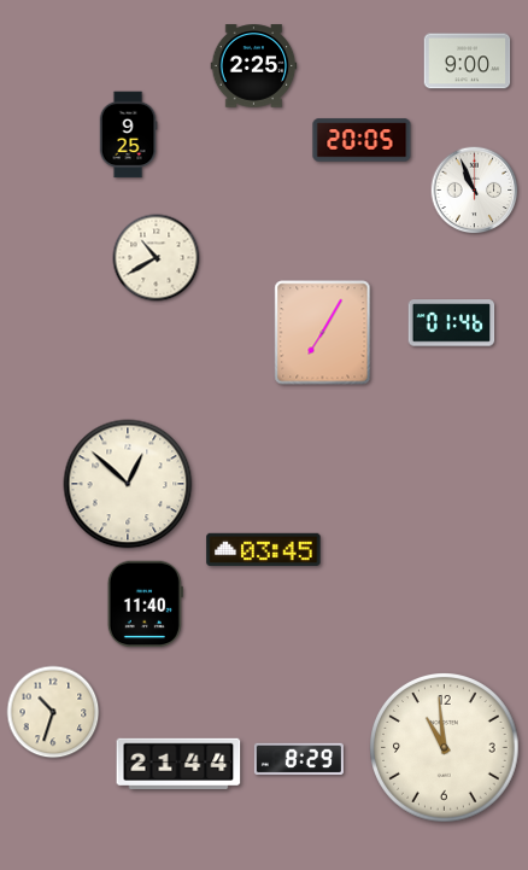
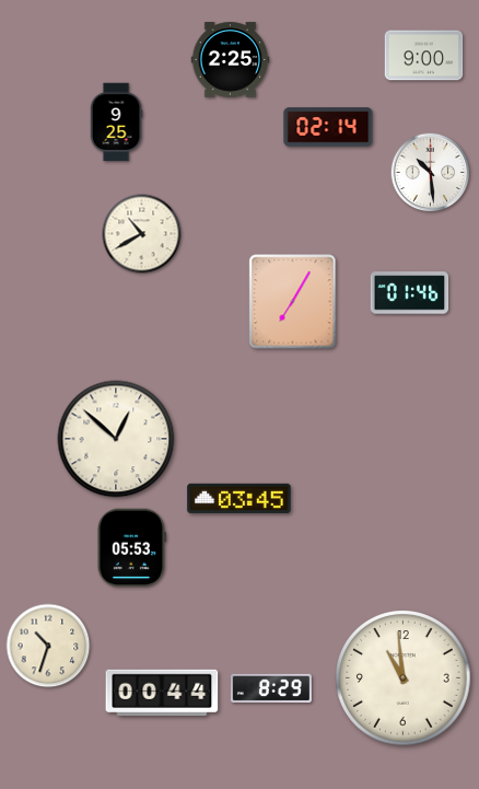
clock at (362, 140): 20:05 -> 02:14
clock at (475, 191): 10:56 -> 10:29
clock at (145, 605): 11:40 -> 05:53
clock at (178, 763): 21:44 -> 00:44
